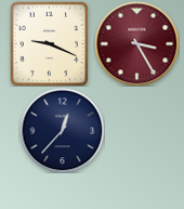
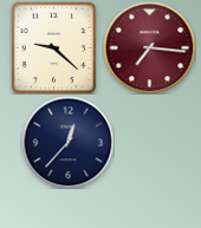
clock at (50, 43): 9:19 -> 9:22
clock at (136, 43): 3:25 -> 7:16
